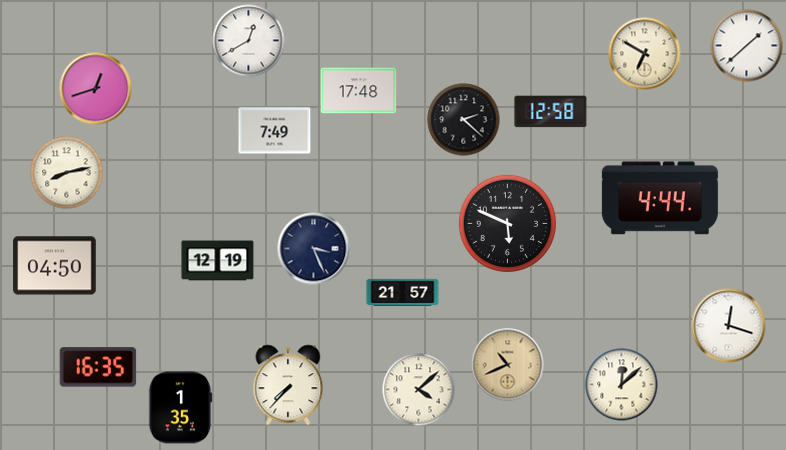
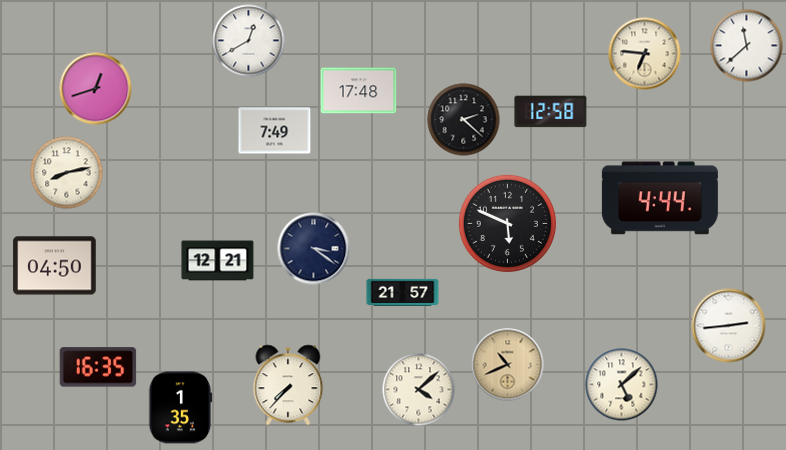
clock at (747, 46): 1:38 -> 11:38
clock at (645, 54): 6:50 -> 6:46
clock at (314, 249): 3:26 -> 3:21
clock at (218, 261): 12:19 -> 12:21
clock at (729, 326): 12:18 -> 2:44
clock at (622, 385): 12:08 -> 5:08
